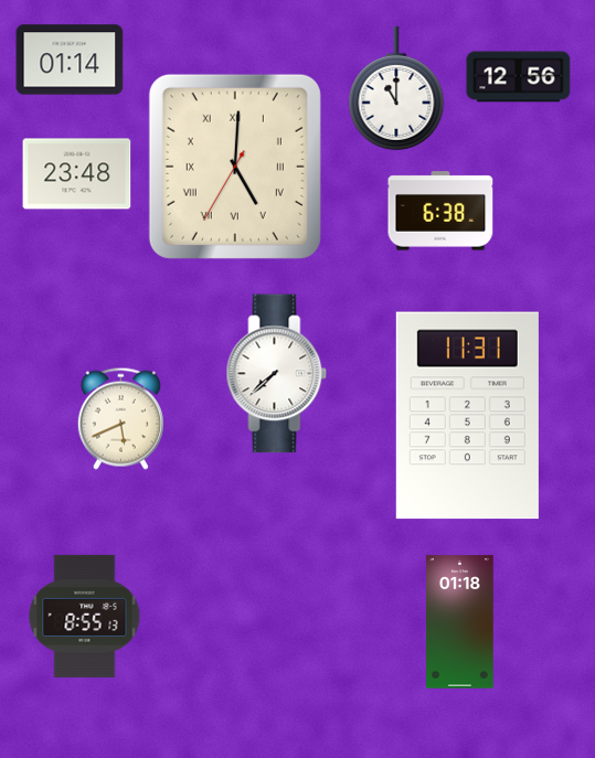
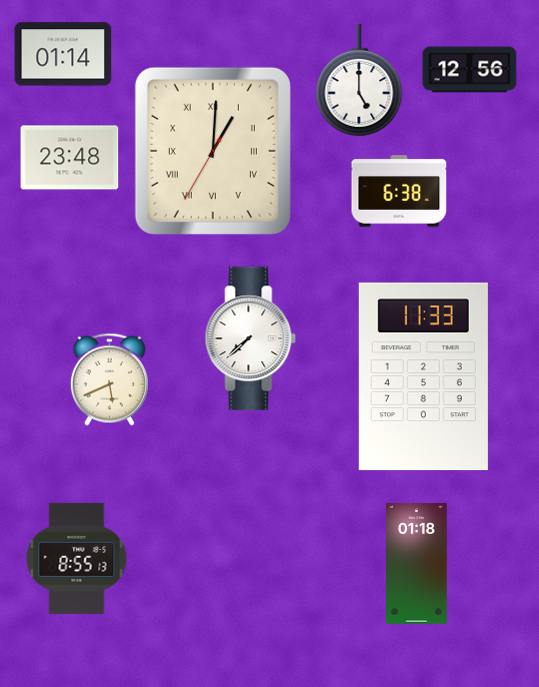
clock at (396, 88): 11:00 -> 5:00
clock at (235, 167): 5:00 -> 1:00
clock at (467, 416): 11:31 -> 11:33
